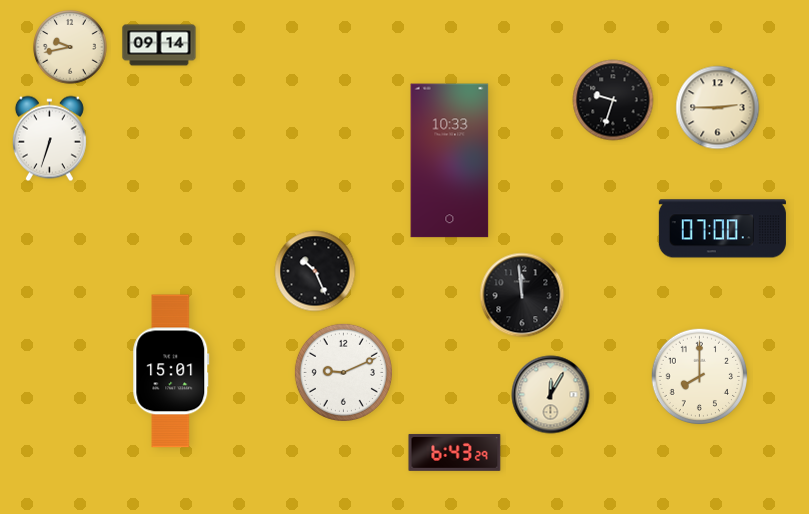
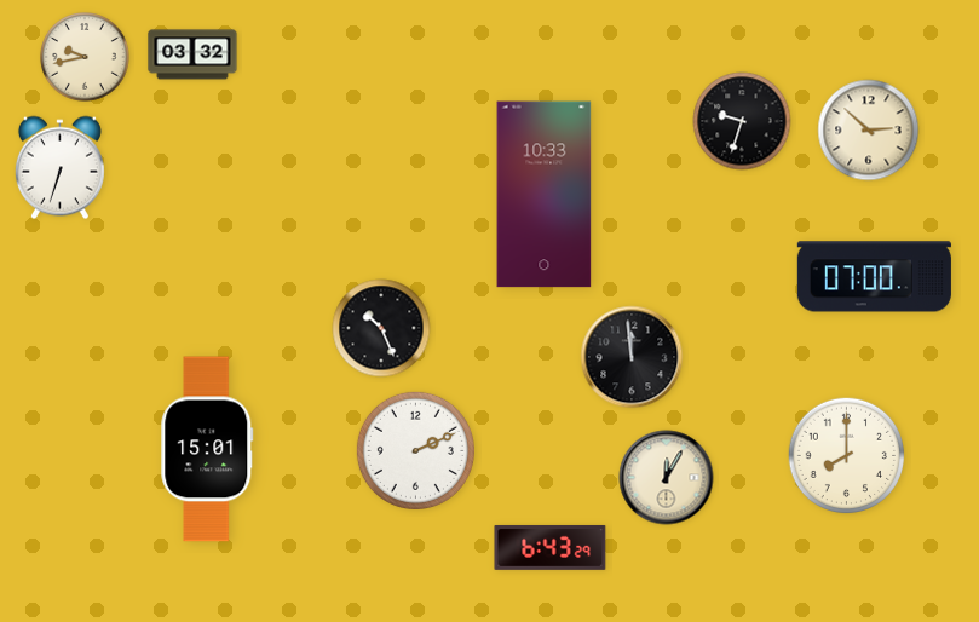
clock at (159, 45): 09:14 -> 03:32
clock at (718, 108): 2:45 -> 2:52
clock at (343, 372): 9:11 -> 2:11
